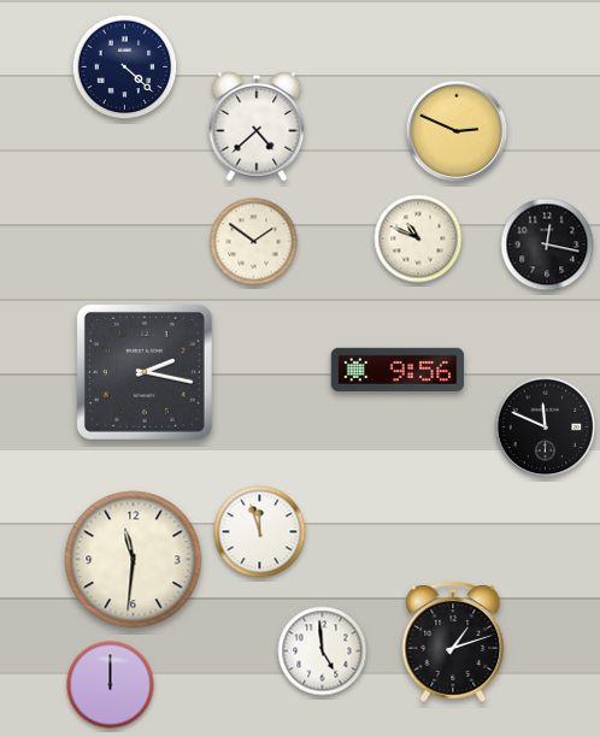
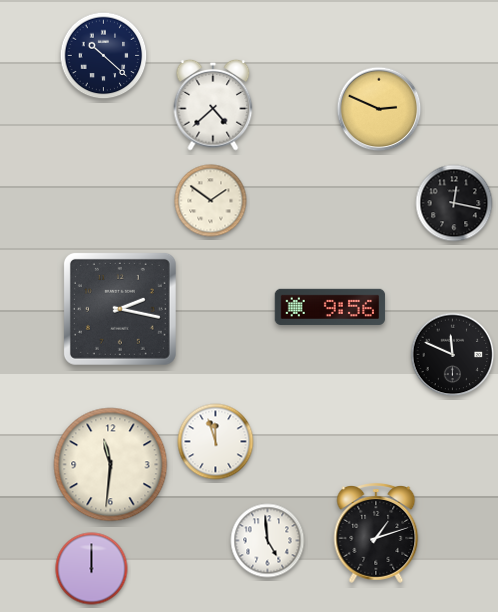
clock at (125, 67): 4:22 -> 10:22
clock at (418, 238): 10:49 -> none
